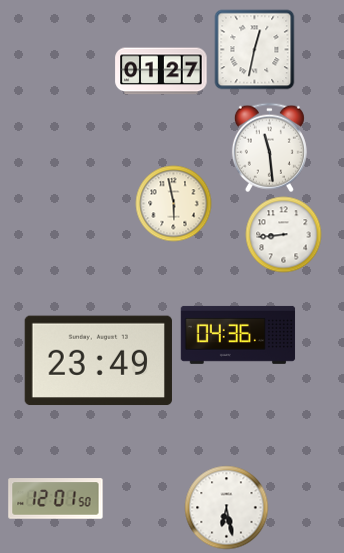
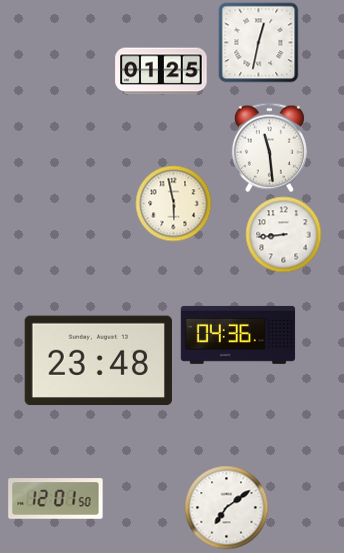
clock at (255, 50) position: (255, 50) -> (259, 43)
clock at (161, 71): 01:27 -> 01:25
clock at (98, 361): 23:49 -> 23:48
clock at (227, 508): 6:28 -> 7:09
